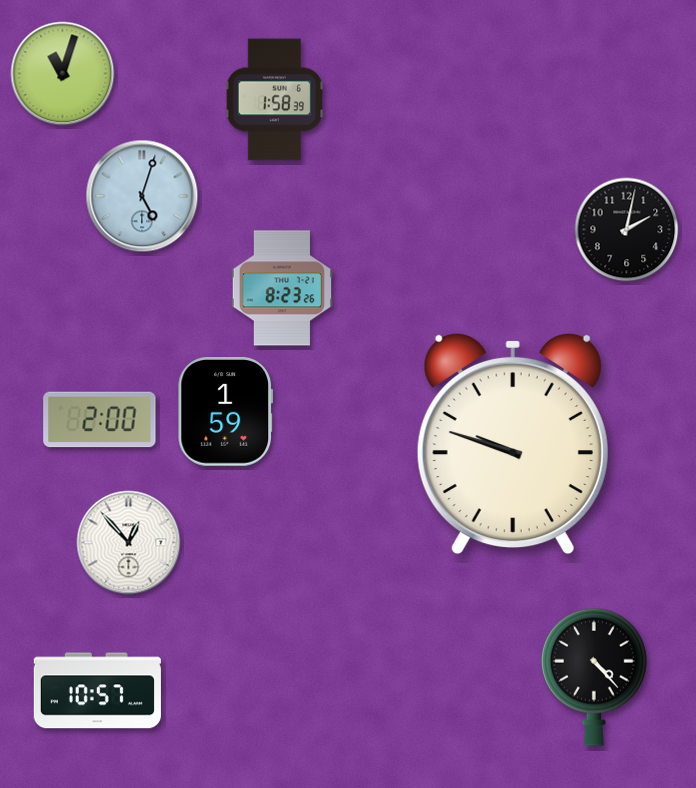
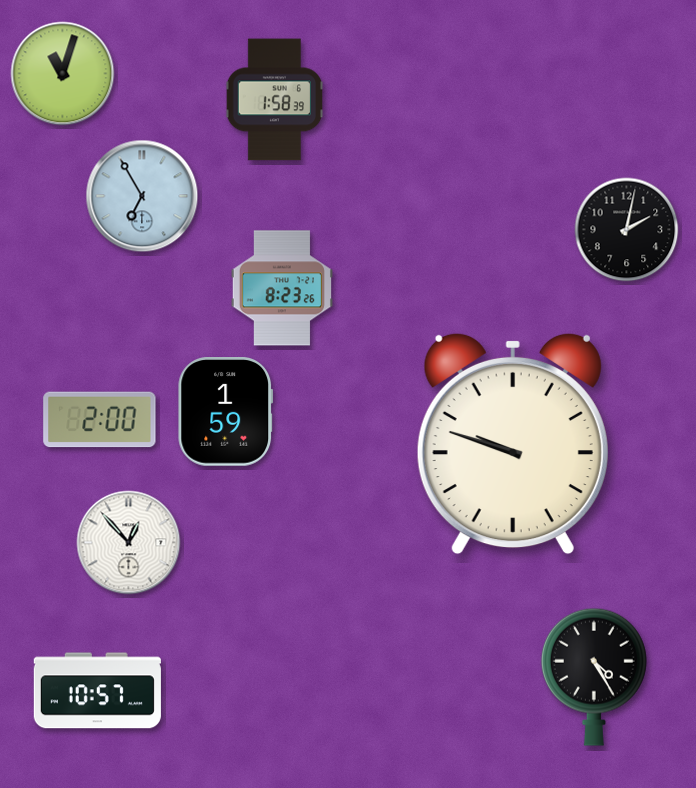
clock at (142, 196): 5:03 -> 6:55
clock at (594, 677): 4:23 -> 4:25
